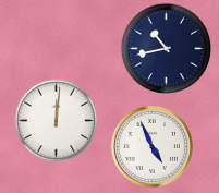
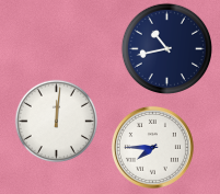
clock at (151, 146): 4:56 -> 7:45
